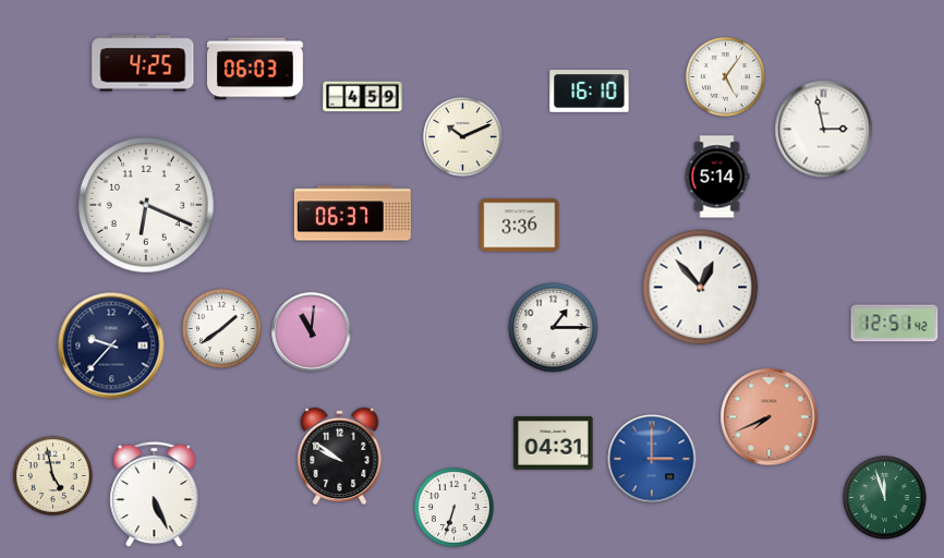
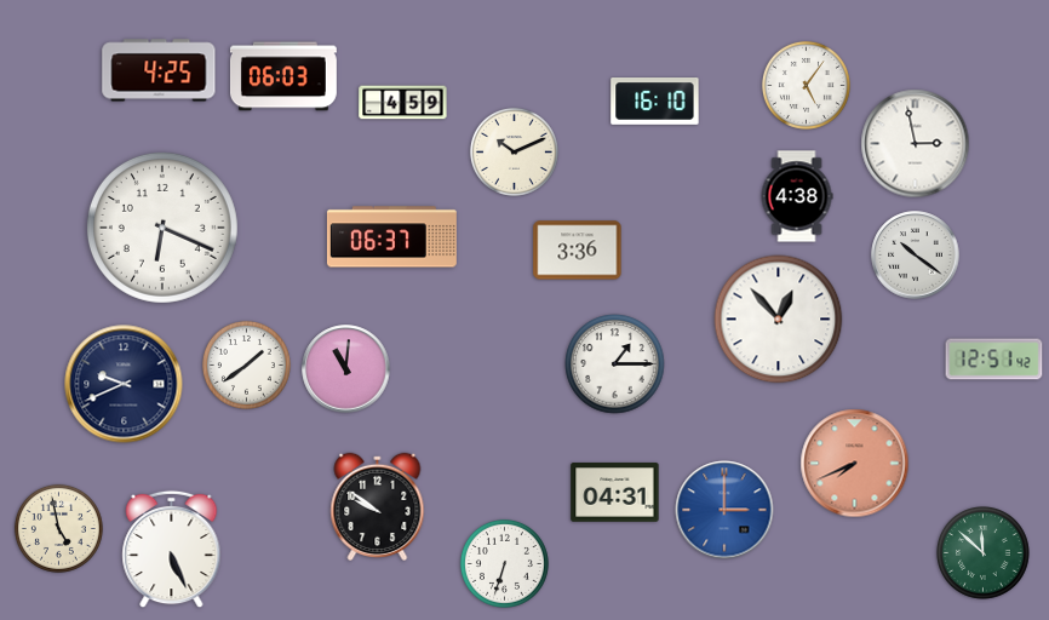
clock at (363, 97) position: (363, 97) -> (403, 103)
clock at (717, 177): 5:14 -> 4:38
clock at (916, 256): none -> 10:21
clock at (111, 345): 9:37 -> 9:41
clock at (885, 498): 11:57 -> 11:52
